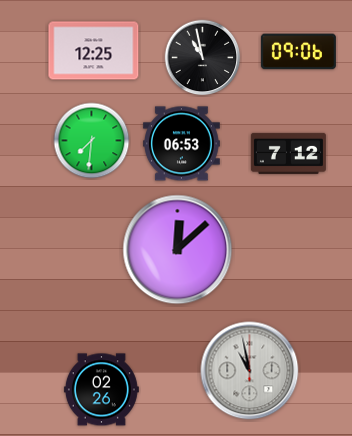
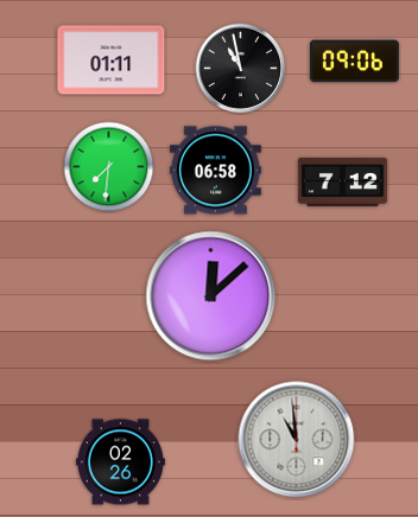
clock at (94, 51): 12:25 -> 01:11
clock at (182, 144): 06:53 -> 06:58
clock at (250, 371): 10:58 -> 10:59
